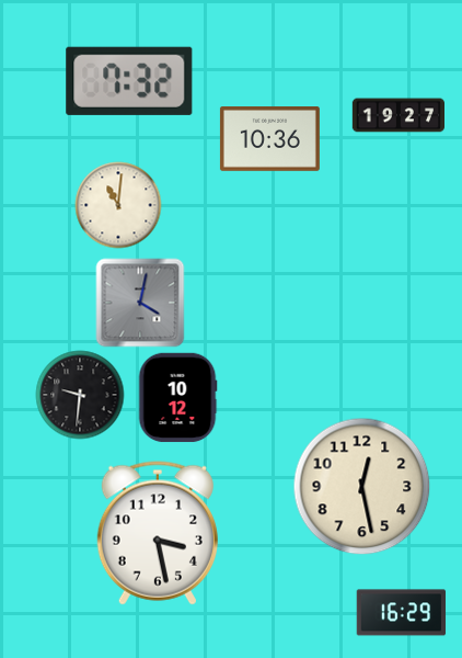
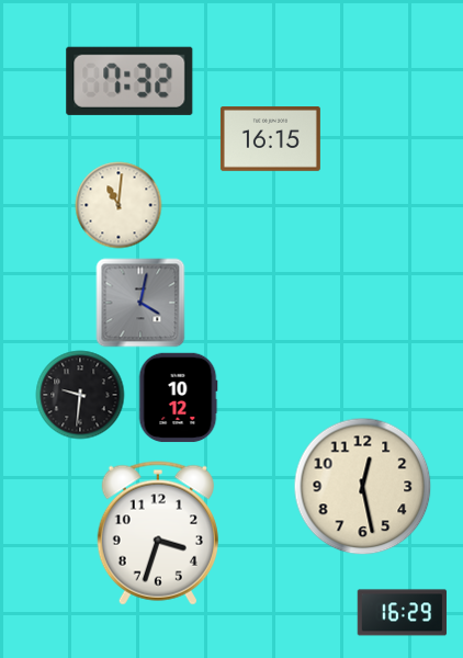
clock at (397, 115): 19:27 -> none
clock at (269, 139): 10:36 -> 16:15
clock at (158, 533): 3:28 -> 3:33
